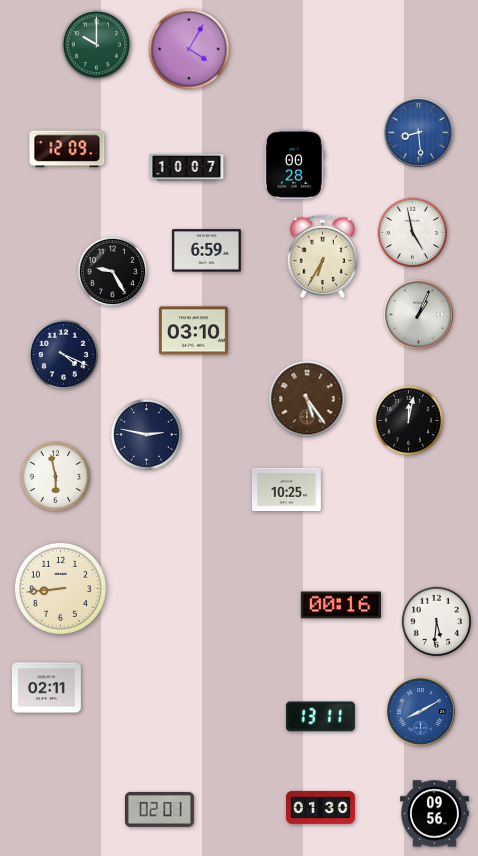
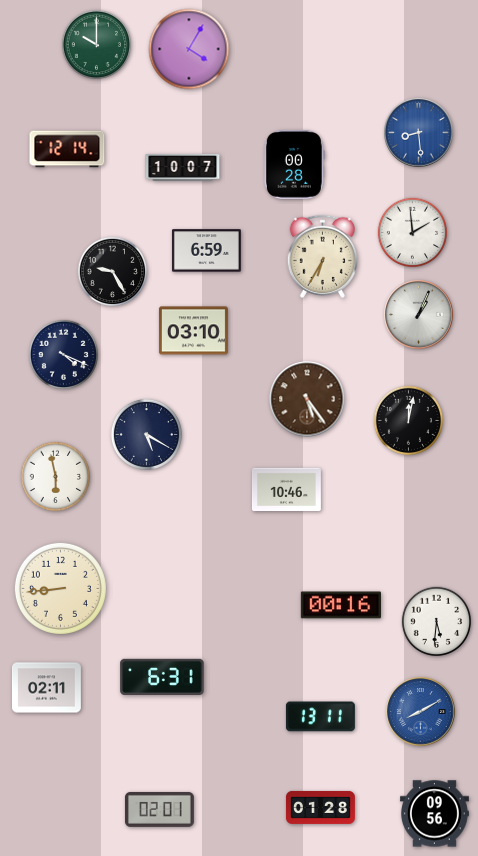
clock at (67, 149): 12:09 -> 12:14
clock at (187, 167) position: (187, 167) -> (183, 167)
clock at (413, 233): 4:58 -> 1:59
clock at (146, 434): 2:47 -> 5:20
clock at (286, 490): 10:25 -> 10:46
clock at (162, 676): none -> 6:31
clock at (320, 807): 01:30 -> 01:28
